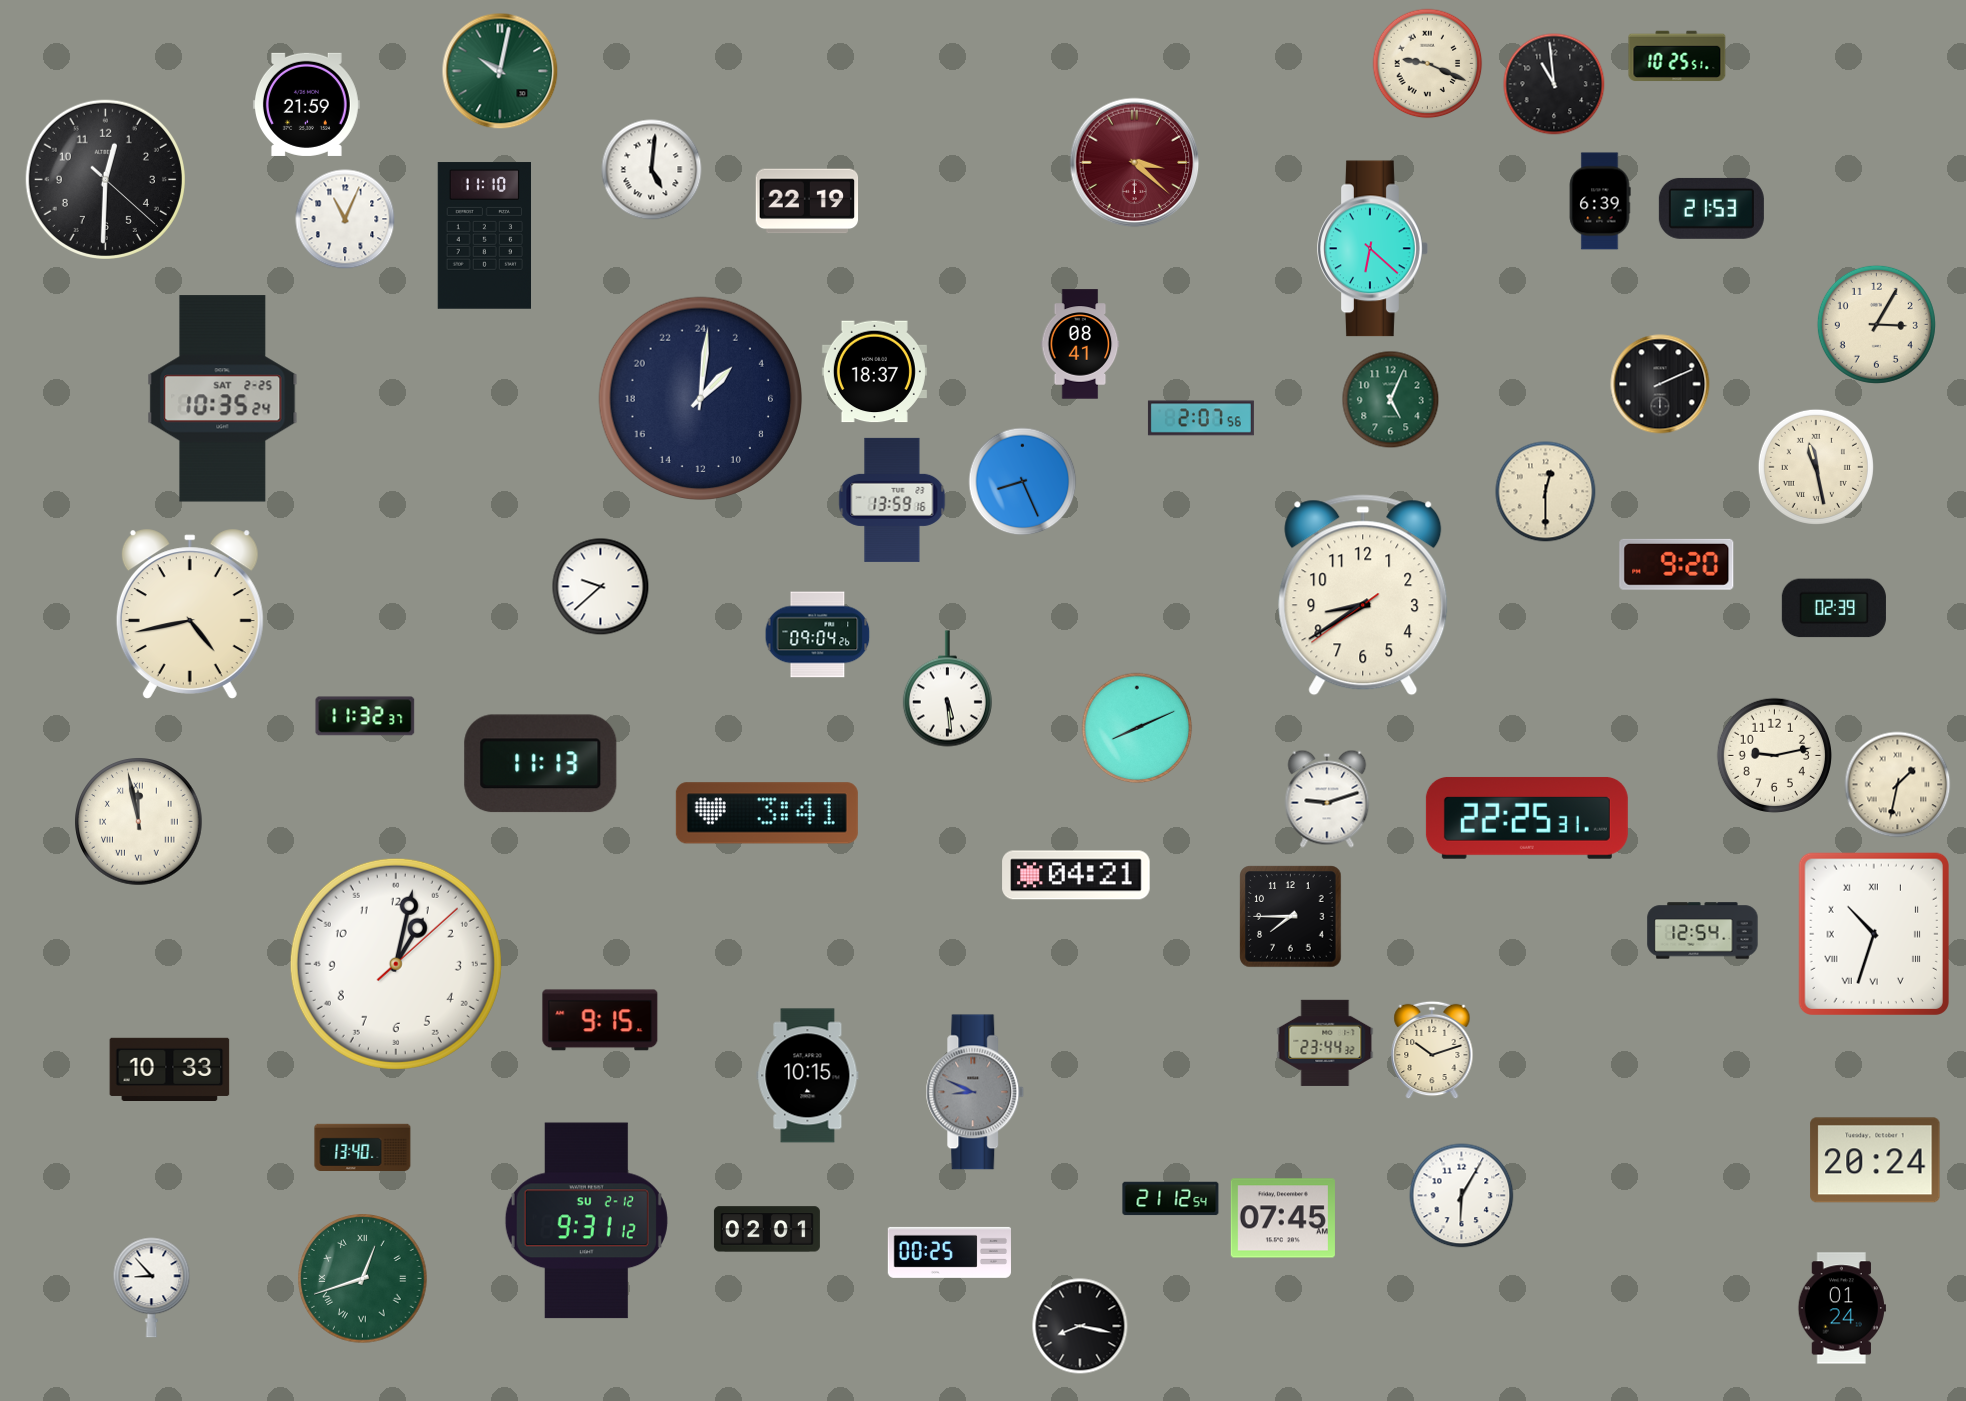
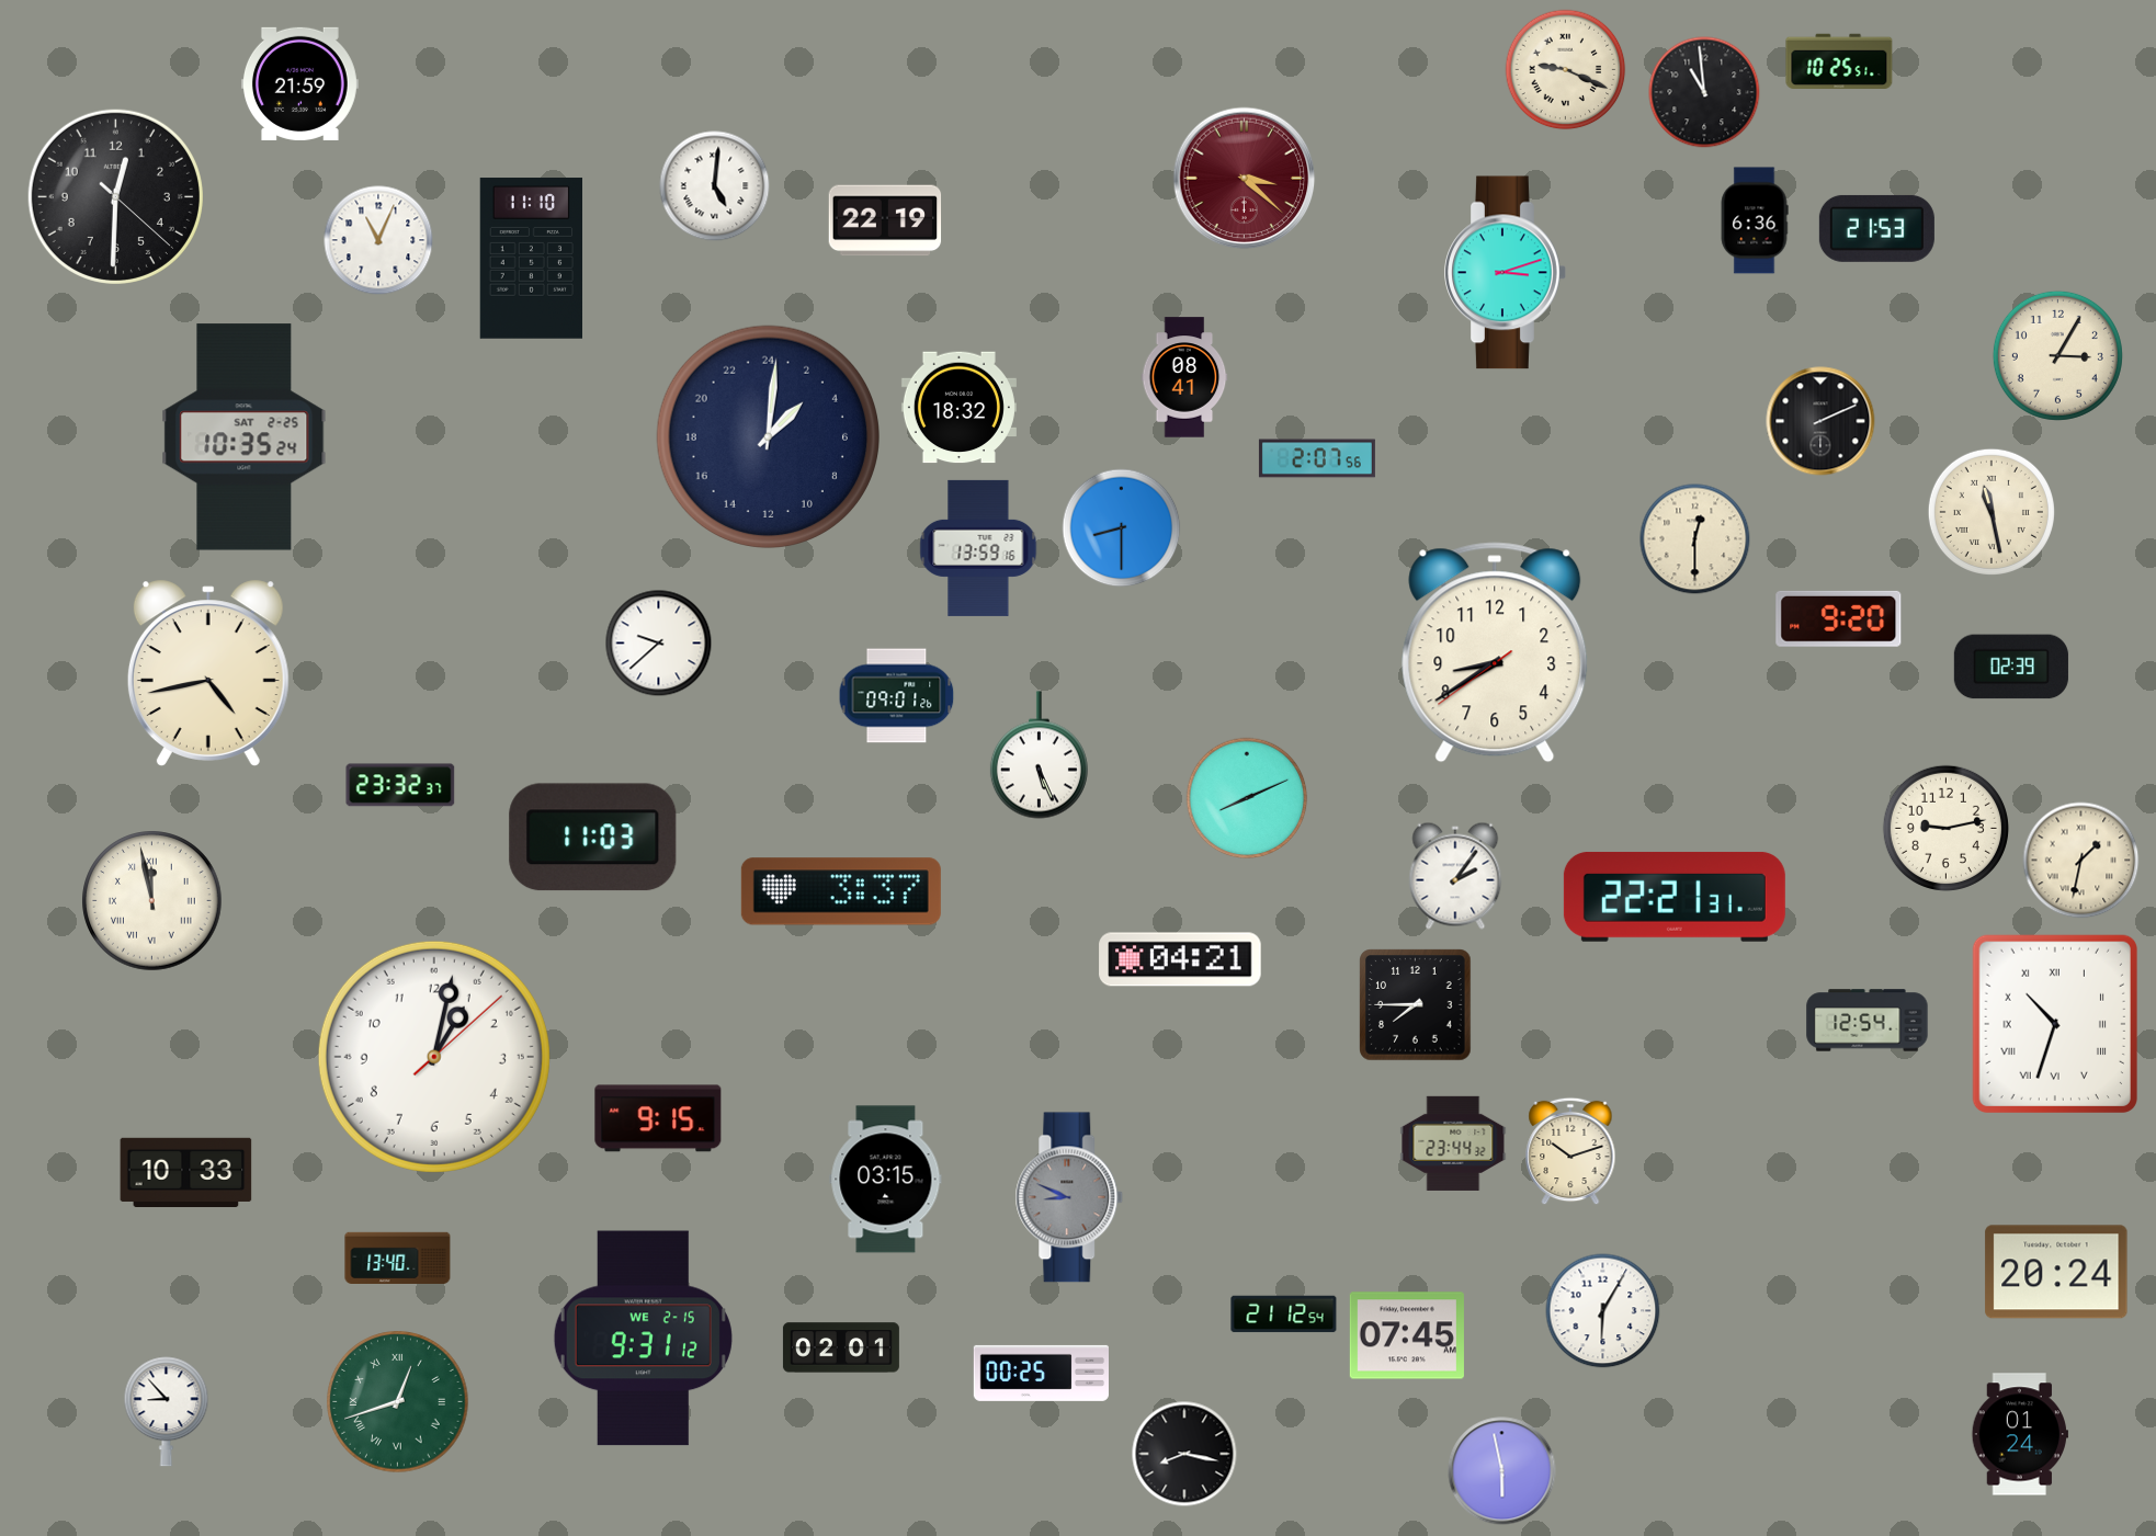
clock at (500, 71): 10:02 -> none
clock at (306, 104) position: (306, 104) -> (299, 83)
clock at (1600, 201): 6:39 -> 6:36
clock at (1373, 249): 6:22 -> 3:12
clock at (874, 372): 18:37 -> 18:32
clock at (1391, 400): 5:04 -> none
clock at (1023, 482): 8:26 -> 8:30
clock at (818, 635): 09:04 -> 09:01
clock at (947, 689): 5:29 -> 5:26
clock at (365, 716): 11:32 -> 23:32
clock at (541, 764): 11:13 -> 11:03
clock at (1327, 799): 9:12 -> 2:06
clock at (767, 813): 3:41 -> 3:37
clock at (1527, 818): 22:25 -> 22:21
clock at (808, 1076): 10:15 -> 03:15
clock at (586, 1221) date: SU 2-12 -> WE 2-15
clock at (1502, 1471): none -> 5:58
